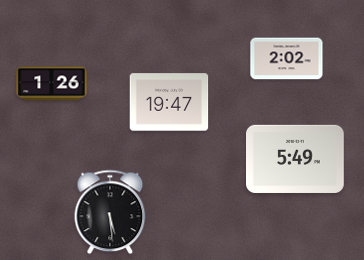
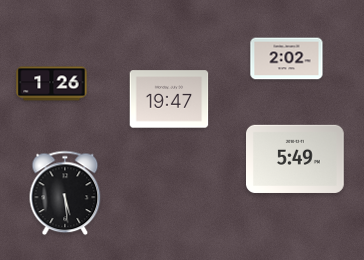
clock at (169, 102) position: (169, 102) -> (169, 99)
clock at (110, 212) position: (110, 212) -> (65, 193)
